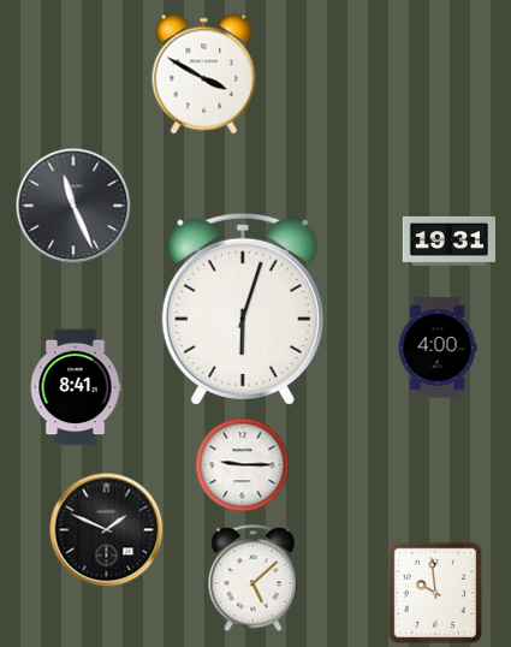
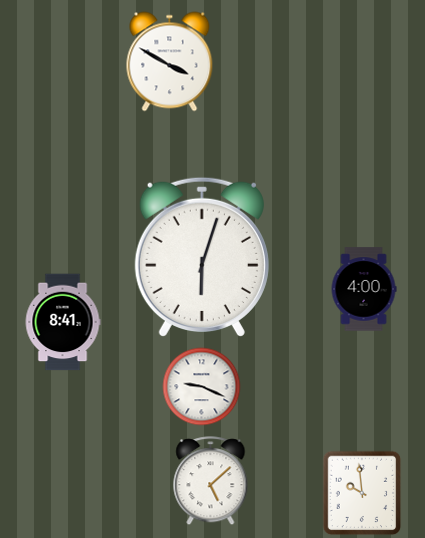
clock at (73, 206): 11:26 -> none
clock at (448, 241): 19:31 -> none
clock at (243, 465): 9:15 -> 9:19
clock at (107, 530): 1:49 -> none
